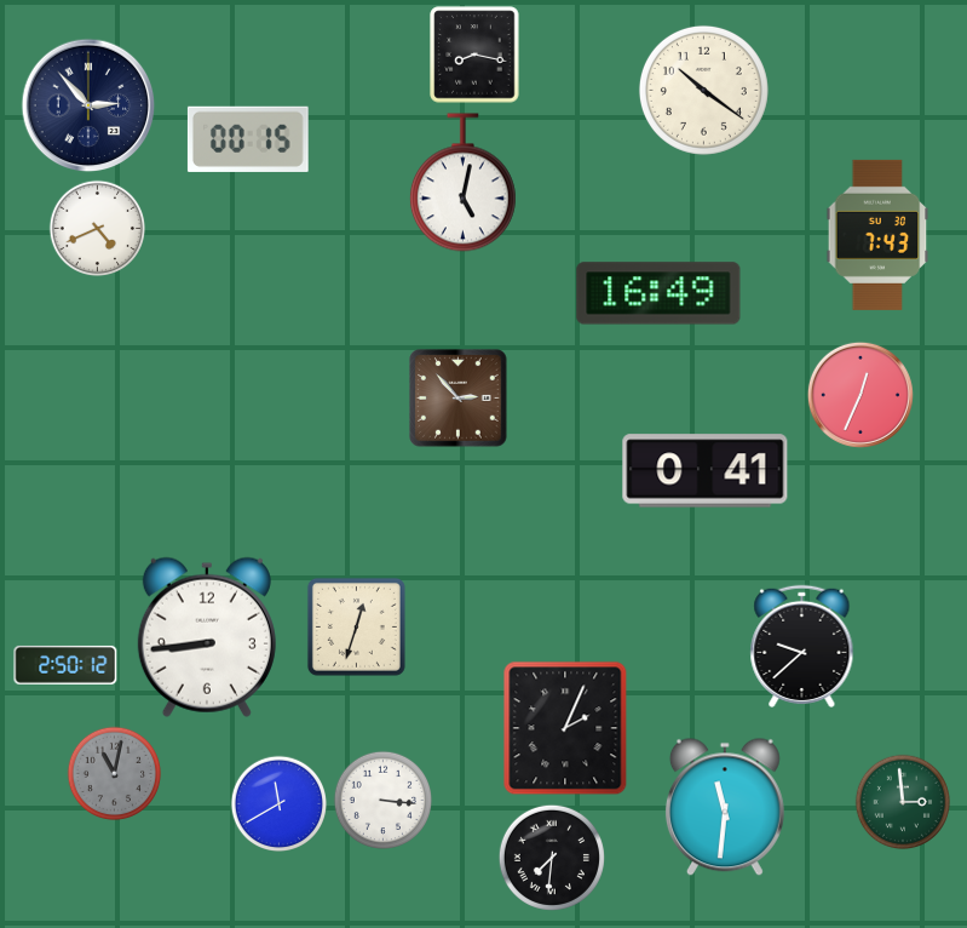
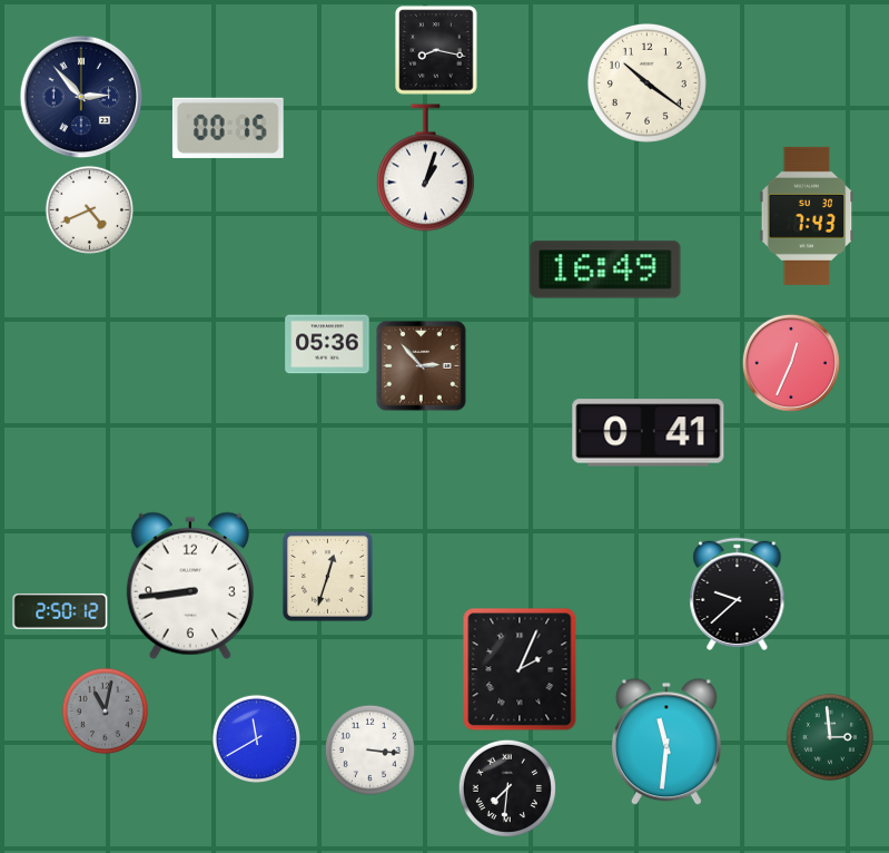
clock at (462, 183): 5:02 -> 1:03
clock at (327, 344): none -> 05:36
clock at (382, 800) position: (382, 800) -> (369, 749)
